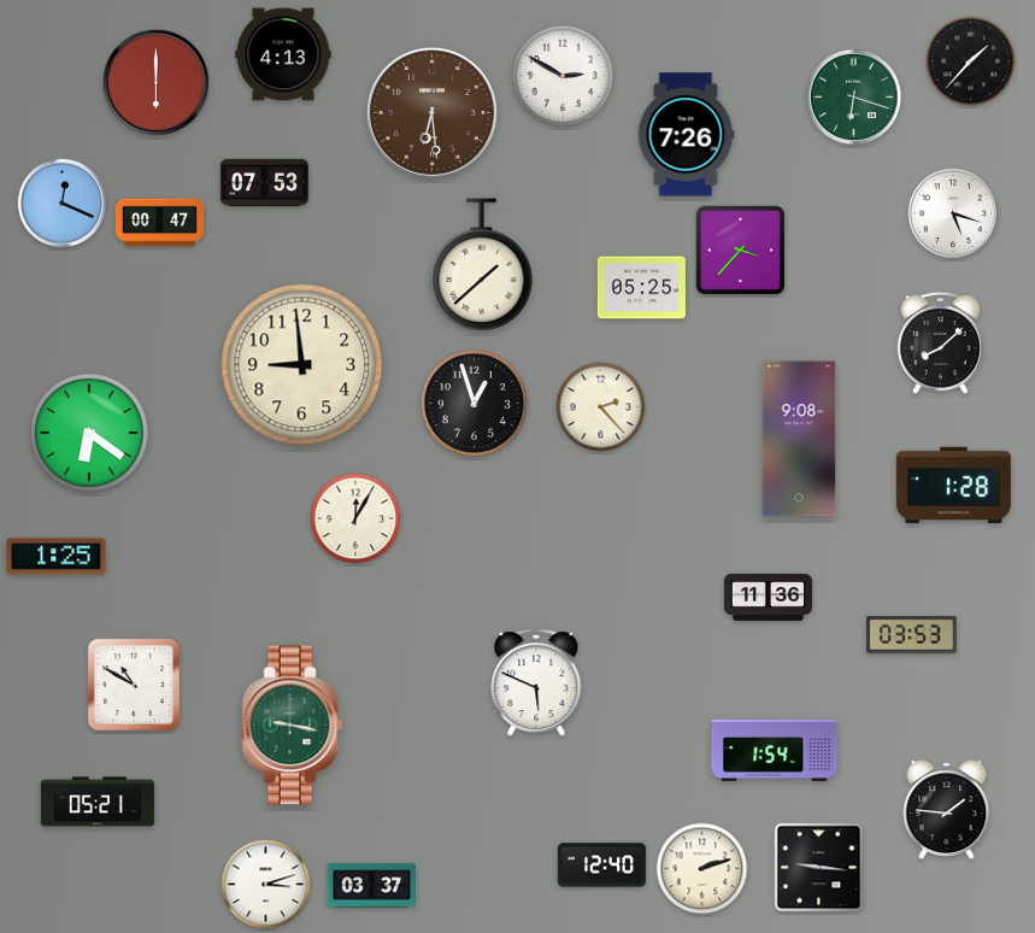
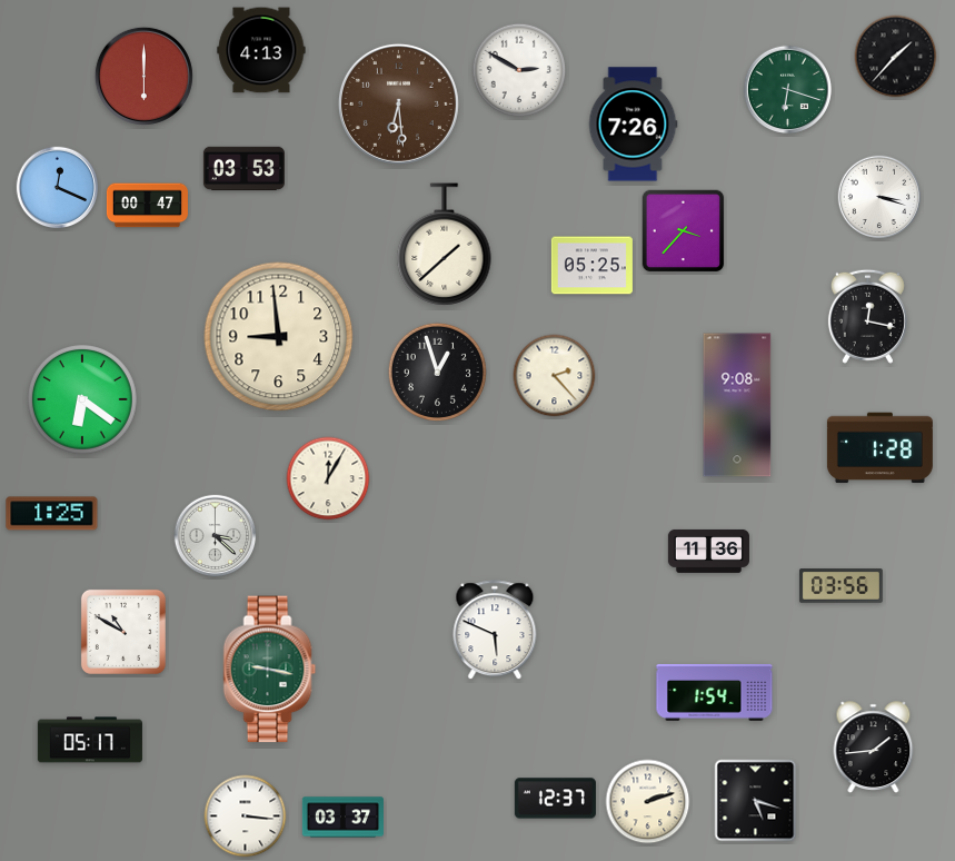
clock at (264, 183): 07:53 -> 03:53
clock at (953, 213): 5:18 -> 3:18
clock at (940, 342): 8:08 -> 12:17
clock at (216, 536): none -> 3:22
clock at (911, 635): 03:53 -> 03:56
clock at (98, 802): 05:21 -> 05:17
clock at (947, 810): 1:46 -> 1:44
clock at (601, 865): 12:40 -> 12:37
clock at (819, 868): 9:16 -> 5:18
clock at (266, 885): 3:12 -> 3:16
